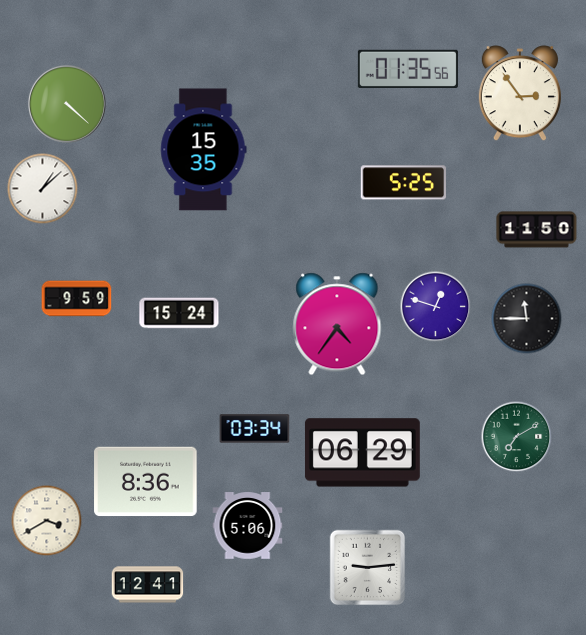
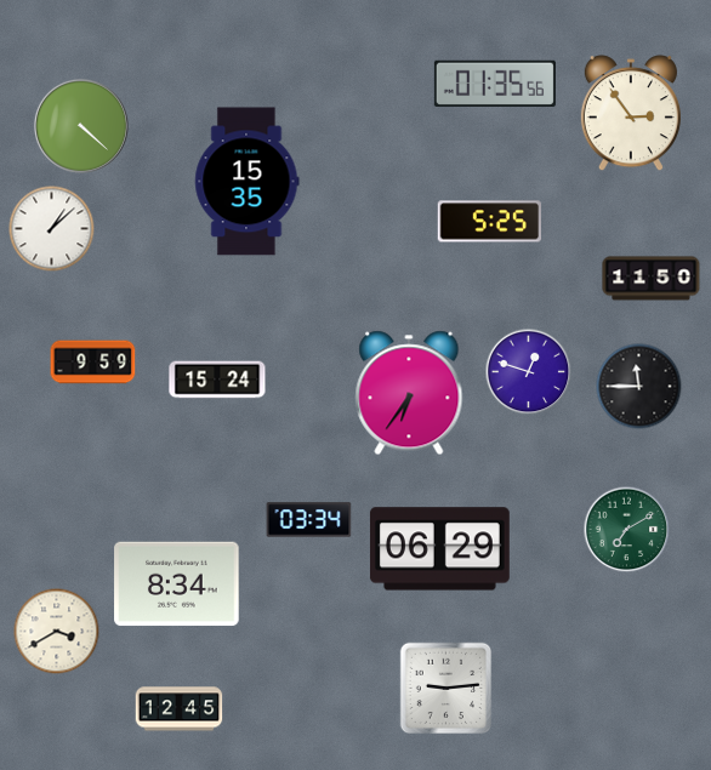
clock at (337, 324): 4:36 -> 6:36
clock at (146, 482): 8:36 -> 8:34
clock at (248, 526): 5:06 -> none
clock at (148, 585): 12:41 -> 12:45
